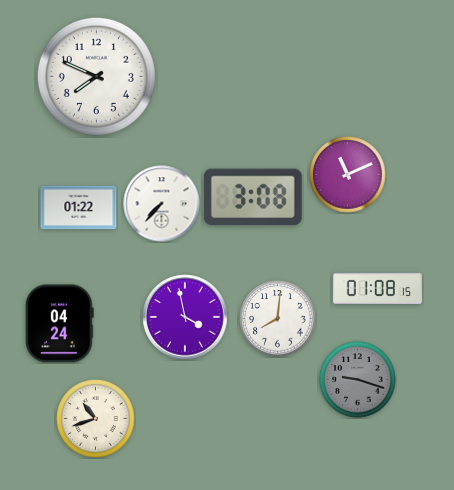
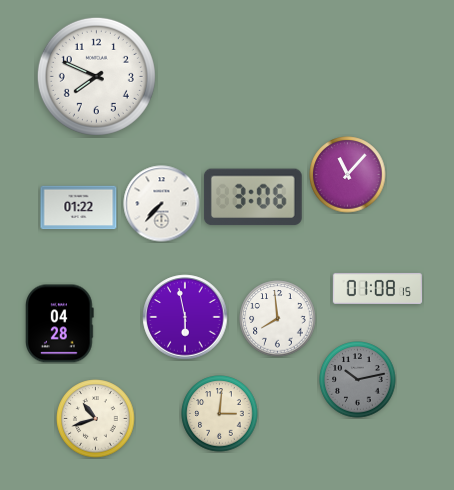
clock at (348, 175): 11:11 -> 11:07
clock at (253, 197): 3:08 -> 3:06
clock at (185, 317): 3:58 -> 5:58
clock at (278, 319): 8:01 -> 7:59
clock at (60, 324): 04:24 -> 04:28
clock at (358, 380): 9:18 -> 10:13
clock at (220, 414): none -> 3:01
